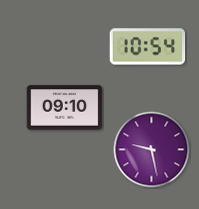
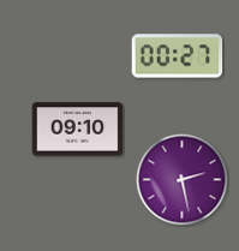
clock at (148, 47): 10:54 -> 00:27
clock at (152, 150): 9:28 -> 2:28
